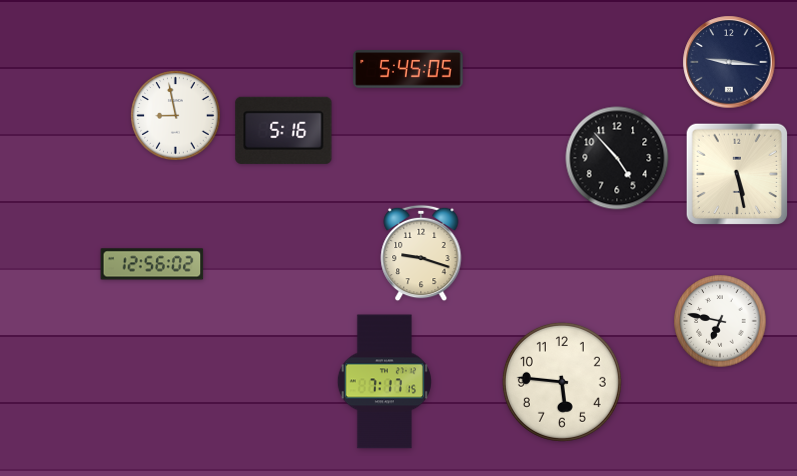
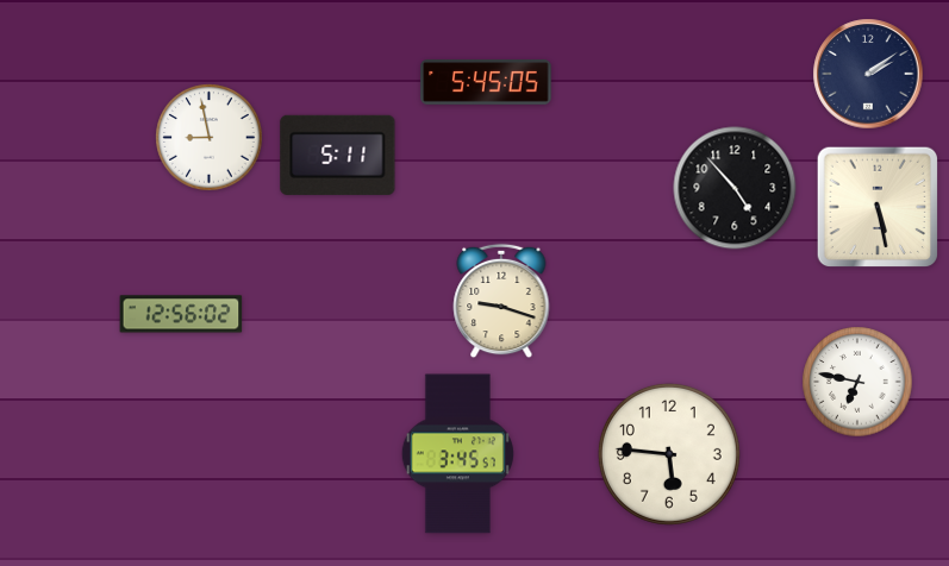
clock at (729, 62): 9:16 -> 2:09
clock at (284, 130): 5:16 -> 5:11
clock at (384, 382): 7:17 -> 3:45
